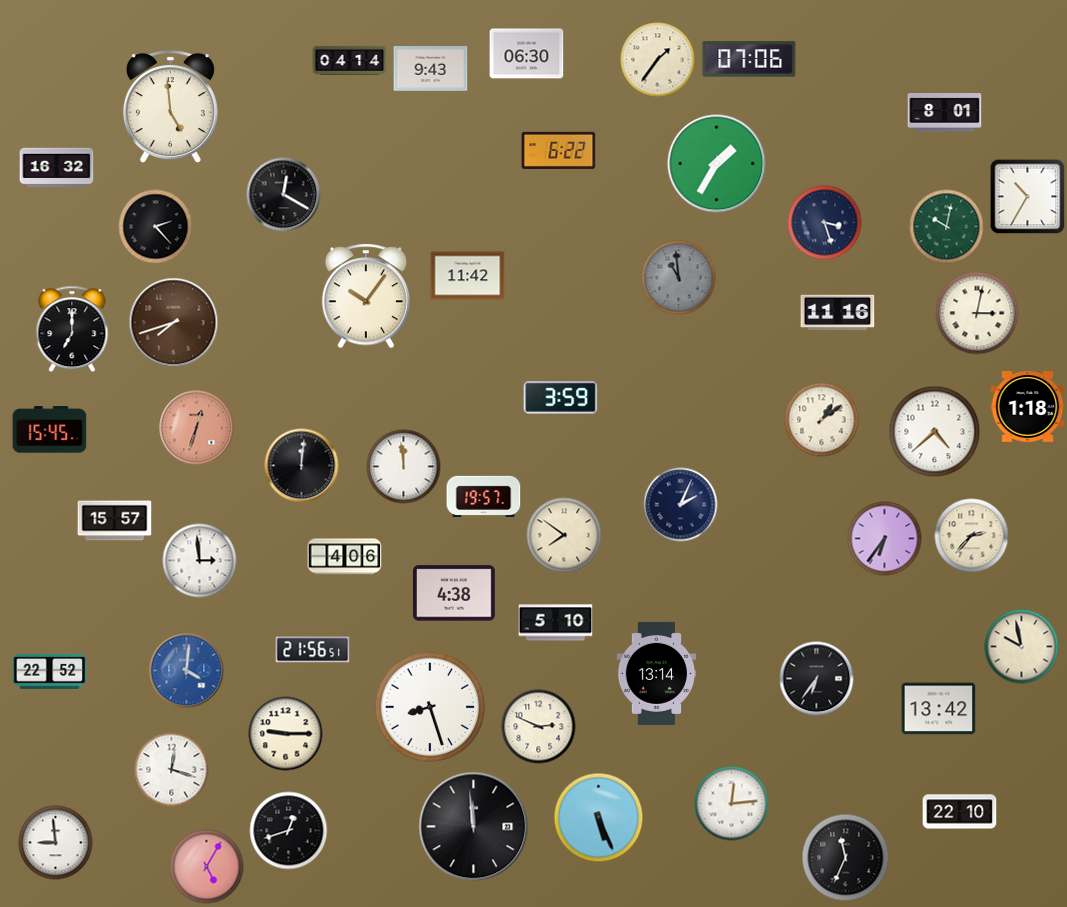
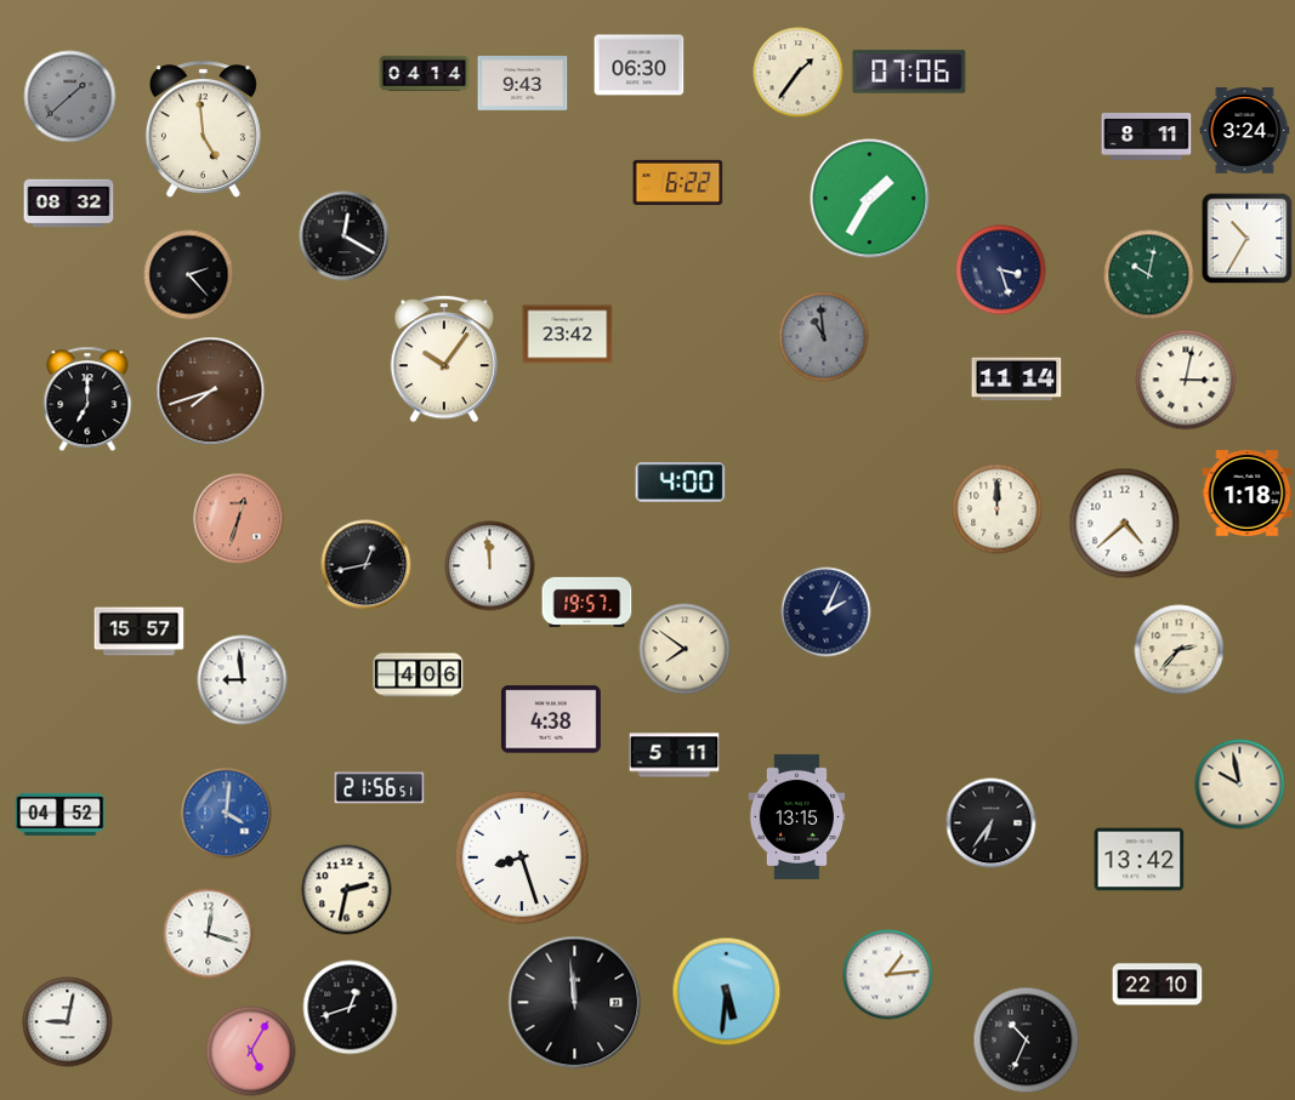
clock at (70, 97): none -> 1:38
clock at (170, 107) position: (170, 107) -> (203, 130)
clock at (1245, 131): none -> 3:24
clock at (945, 113): 8:01 -> 8:11
clock at (57, 168): 16:32 -> 08:32
clock at (468, 276): 11:42 -> 23:42
clock at (838, 313): 11:16 -> 11:14
clock at (561, 398): 3:59 -> 4:00
clock at (822, 420): 1:09 -> 12:00
clock at (50, 430): 15:45 -> none
clock at (935, 432) position: (935, 432) -> (1125, 524)
clock at (302, 466): 12:01 -> 12:43
clock at (885, 539): 6:36 -> none
clock at (200, 561): 2:59 -> 8:59
clock at (556, 623): 5:10 -> 5:11
clock at (50, 671): 22:52 -> 04:52
clock at (657, 673): 13:14 -> 13:15
clock at (539, 727): 2:49 -> none
clock at (286, 734): 9:15 -> 2:32
clock at (732, 804): 12:14 -> 1:14
clock at (960, 812) position: (960, 812) -> (1158, 985)
clock at (599, 818): 5:26 -> 5:31
clock at (56, 843): 8:59 -> 9:02
clock at (846, 858): 11:34 -> 10:34
